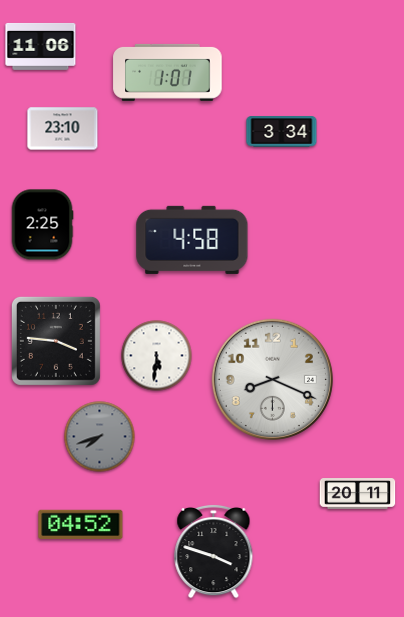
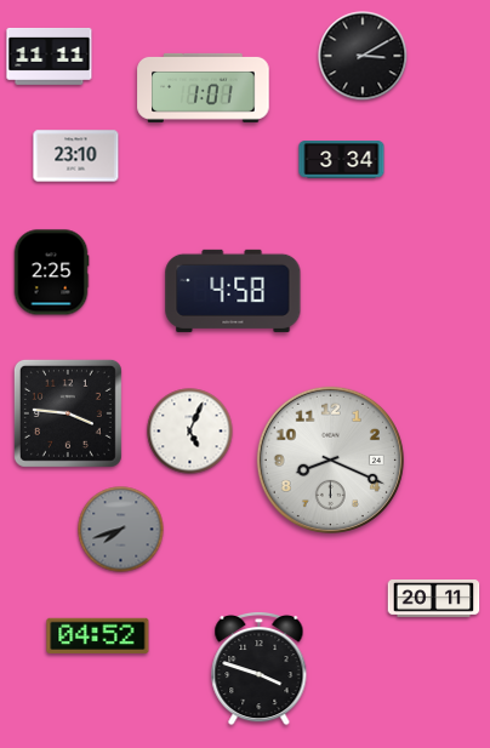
clock at (41, 46): 11:06 -> 11:11
clock at (363, 56): none -> 3:10
clock at (157, 356): 5:31 -> 5:04
